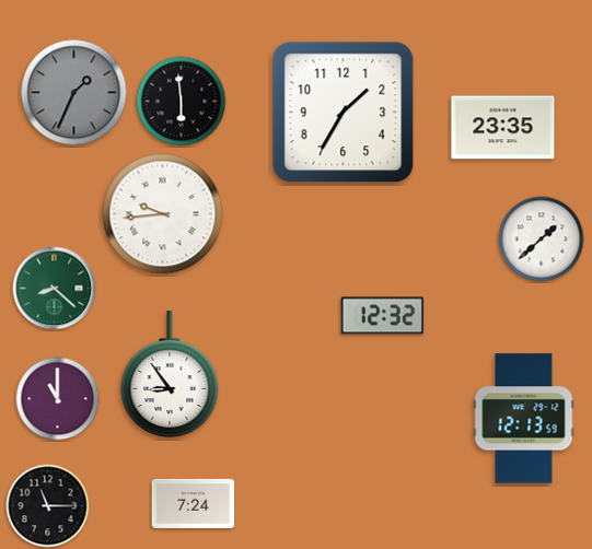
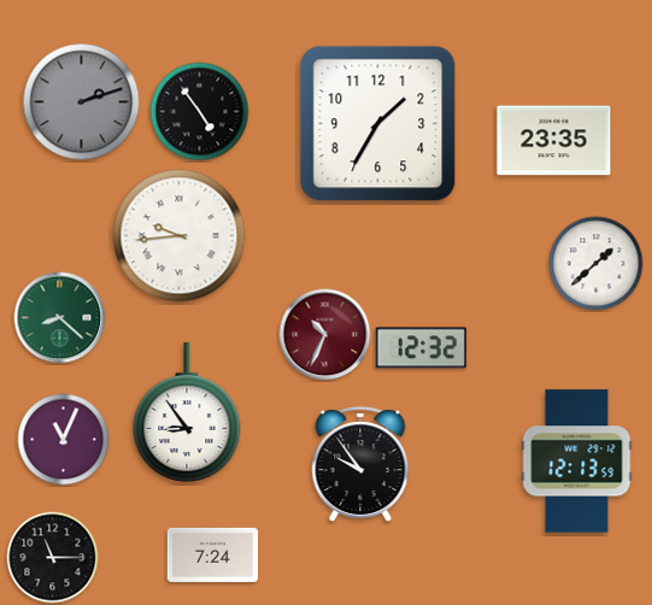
clock at (74, 93): 1:34 -> 2:12
clock at (182, 102): 5:59 -> 4:54
clock at (325, 335): none -> 10:34
clock at (58, 399): 11:00 -> 11:04
clock at (360, 464): none -> 9:54
